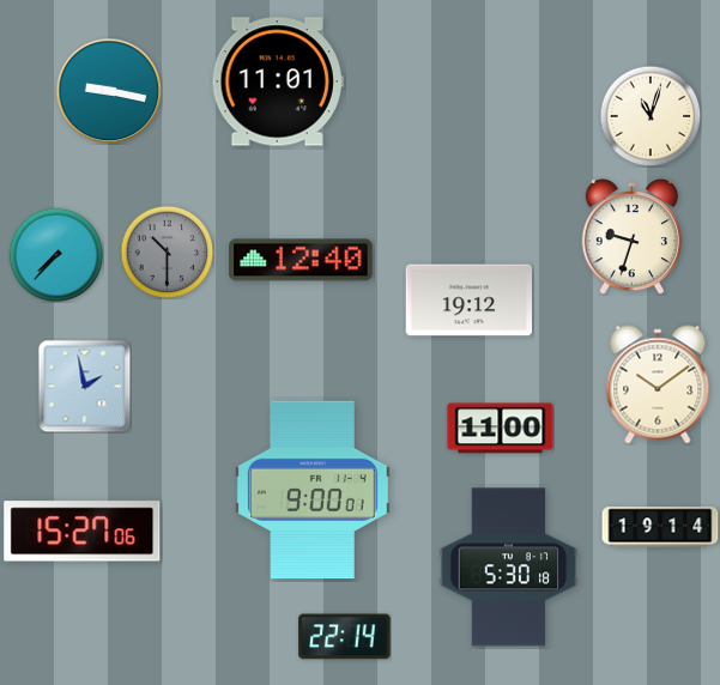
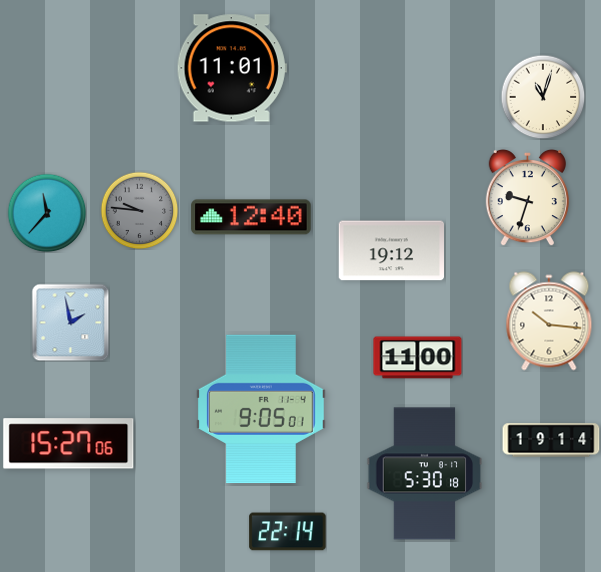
clock at (109, 91): 9:17 -> none
clock at (167, 251): 10:30 -> 9:46
clock at (56, 255): 7:37 -> 11:37
clock at (658, 384): 10:09 -> 10:16
clock at (313, 490): 9:00 -> 9:05
